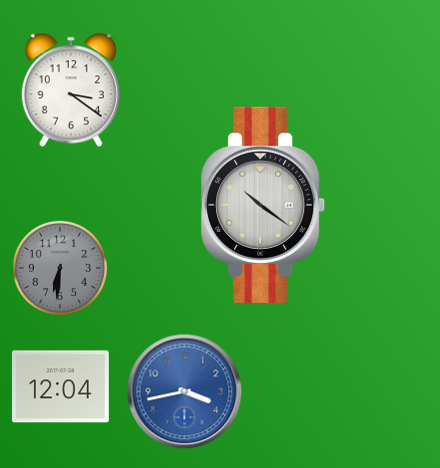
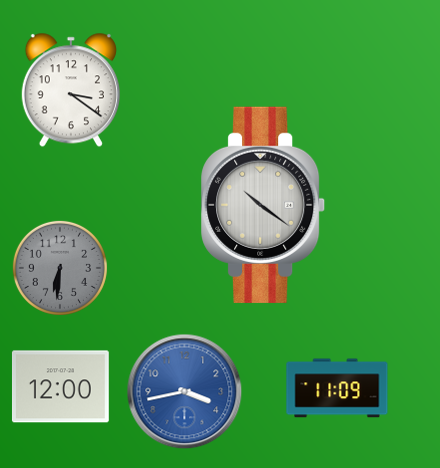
clock at (60, 387): 12:04 -> 12:00
clock at (337, 388): none -> 11:09
